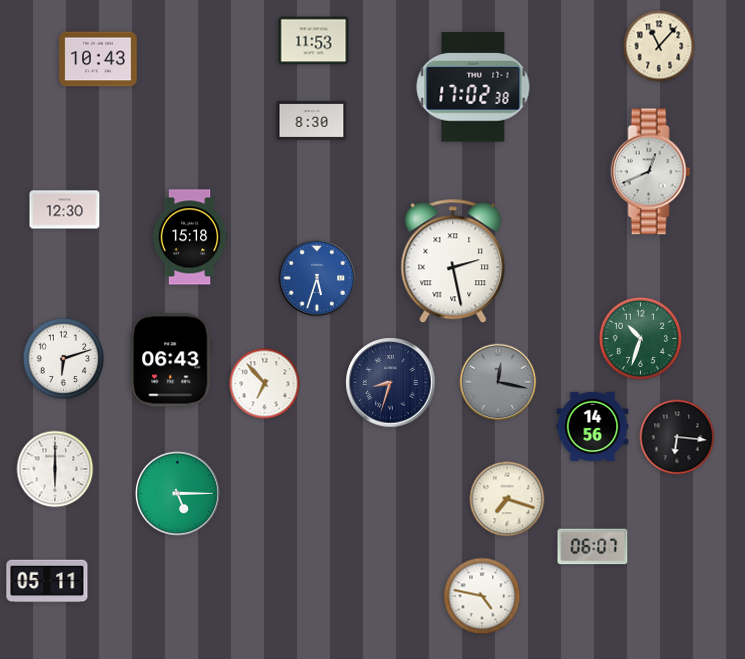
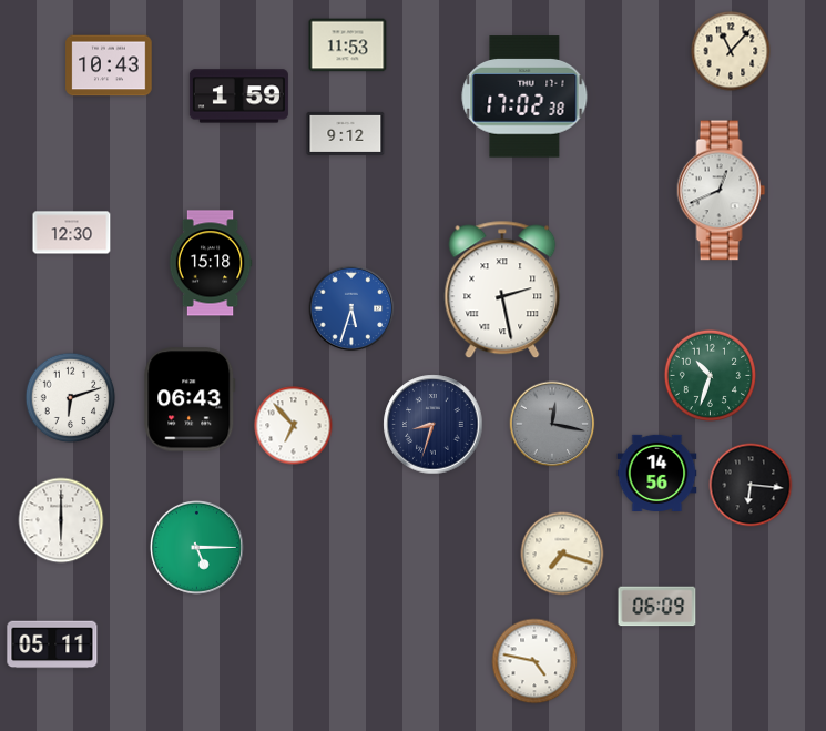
clock at (238, 97): none -> 1:59
clock at (312, 120): 8:30 -> 9:12
clock at (593, 547): 06:07 -> 06:09
